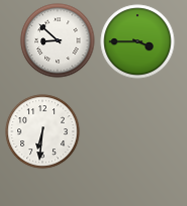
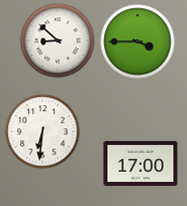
clock at (141, 164): none -> 17:00
